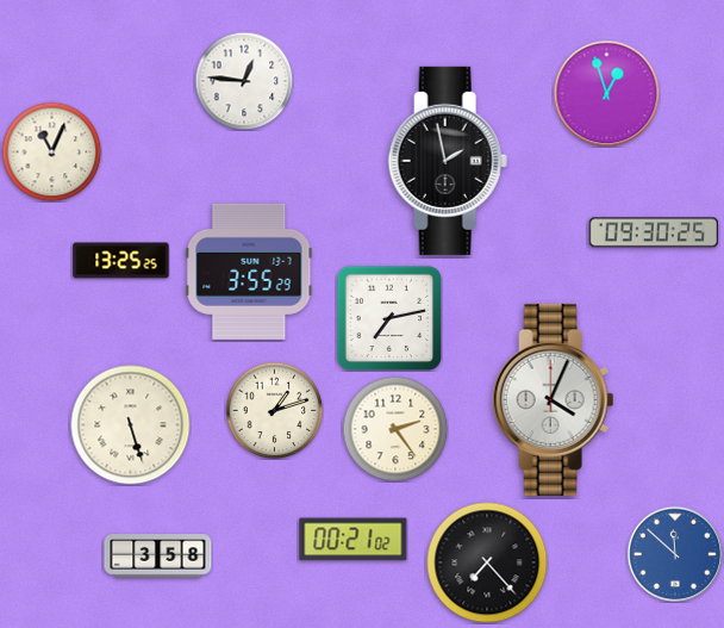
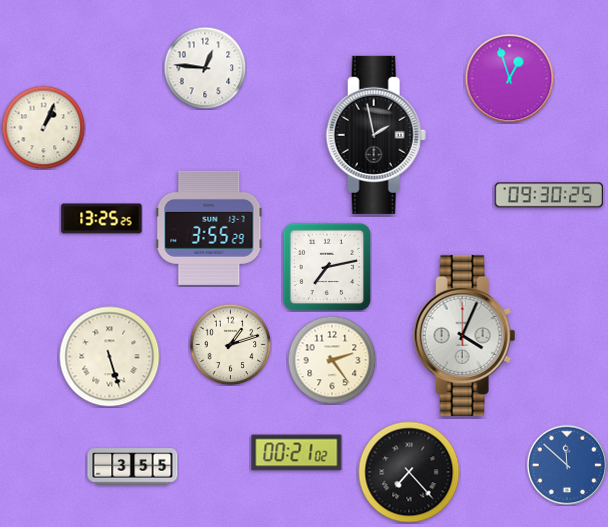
clock at (51, 151): 11:04 -> 1:04
clock at (158, 557): 3:58 -> 3:55
